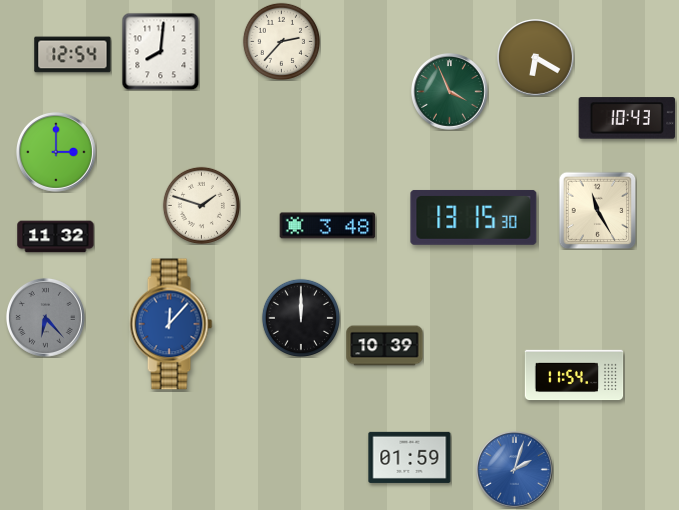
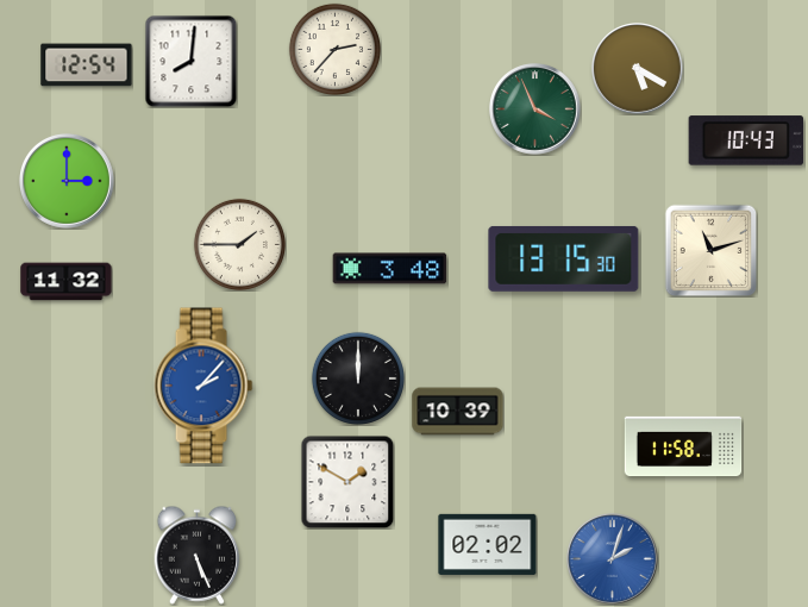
clock at (536, 58): 6:20 -> 5:20
clock at (201, 205): 1:48 -> 1:45
clock at (597, 210): 11:25 -> 11:12
clock at (45, 317): 6:23 -> none
clock at (171, 324): 12:07 -> 2:07
clock at (574, 375): 11:54 -> 11:58
clock at (347, 482): none -> 1:50
clock at (410, 457): 01:59 -> 02:02
clock at (198, 555): none -> 5:26
